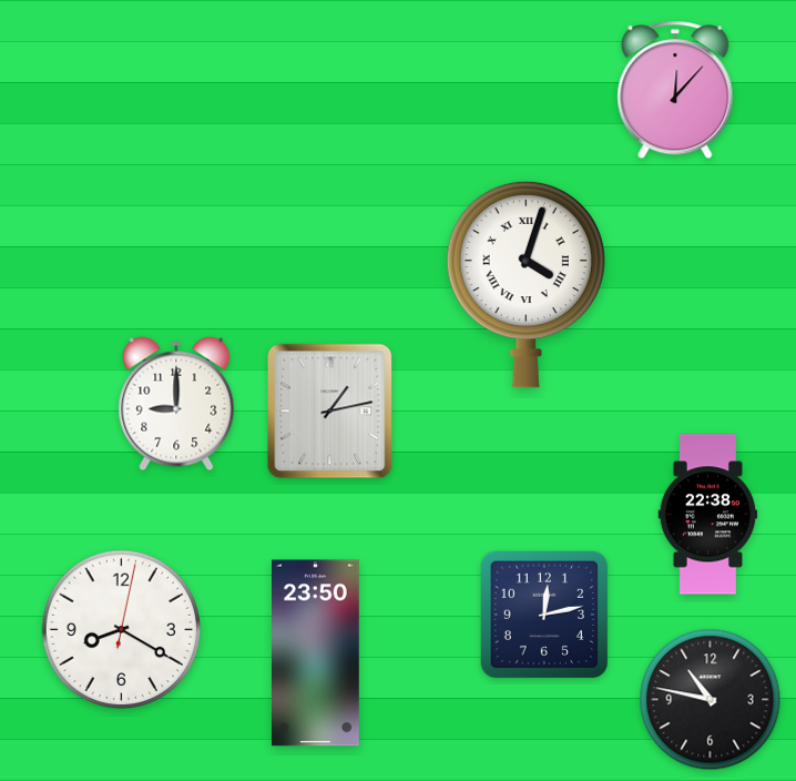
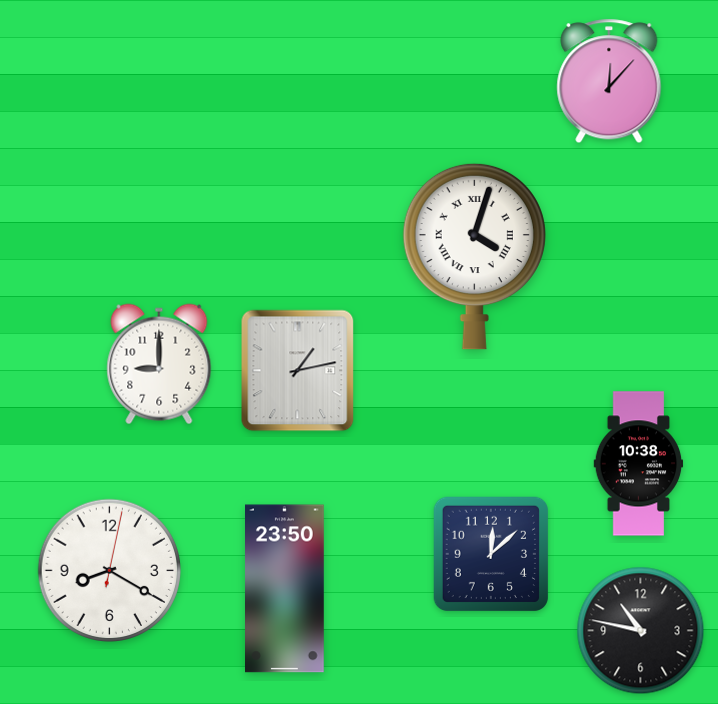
clock at (708, 515): 22:38 -> 10:38
clock at (543, 613): 12:13 -> 12:08
clock at (121, 629) position: (121, 629) -> (109, 570)
